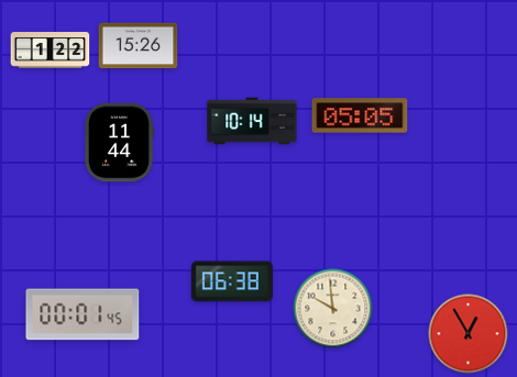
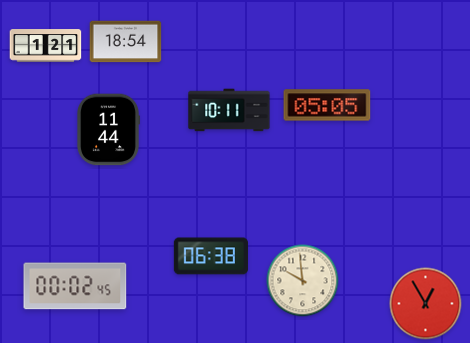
clock at (139, 46): 15:26 -> 18:54
clock at (51, 51): 1:22 -> 1:21
clock at (252, 121): 10:14 -> 10:11
clock at (82, 314): 00:01 -> 00:02
